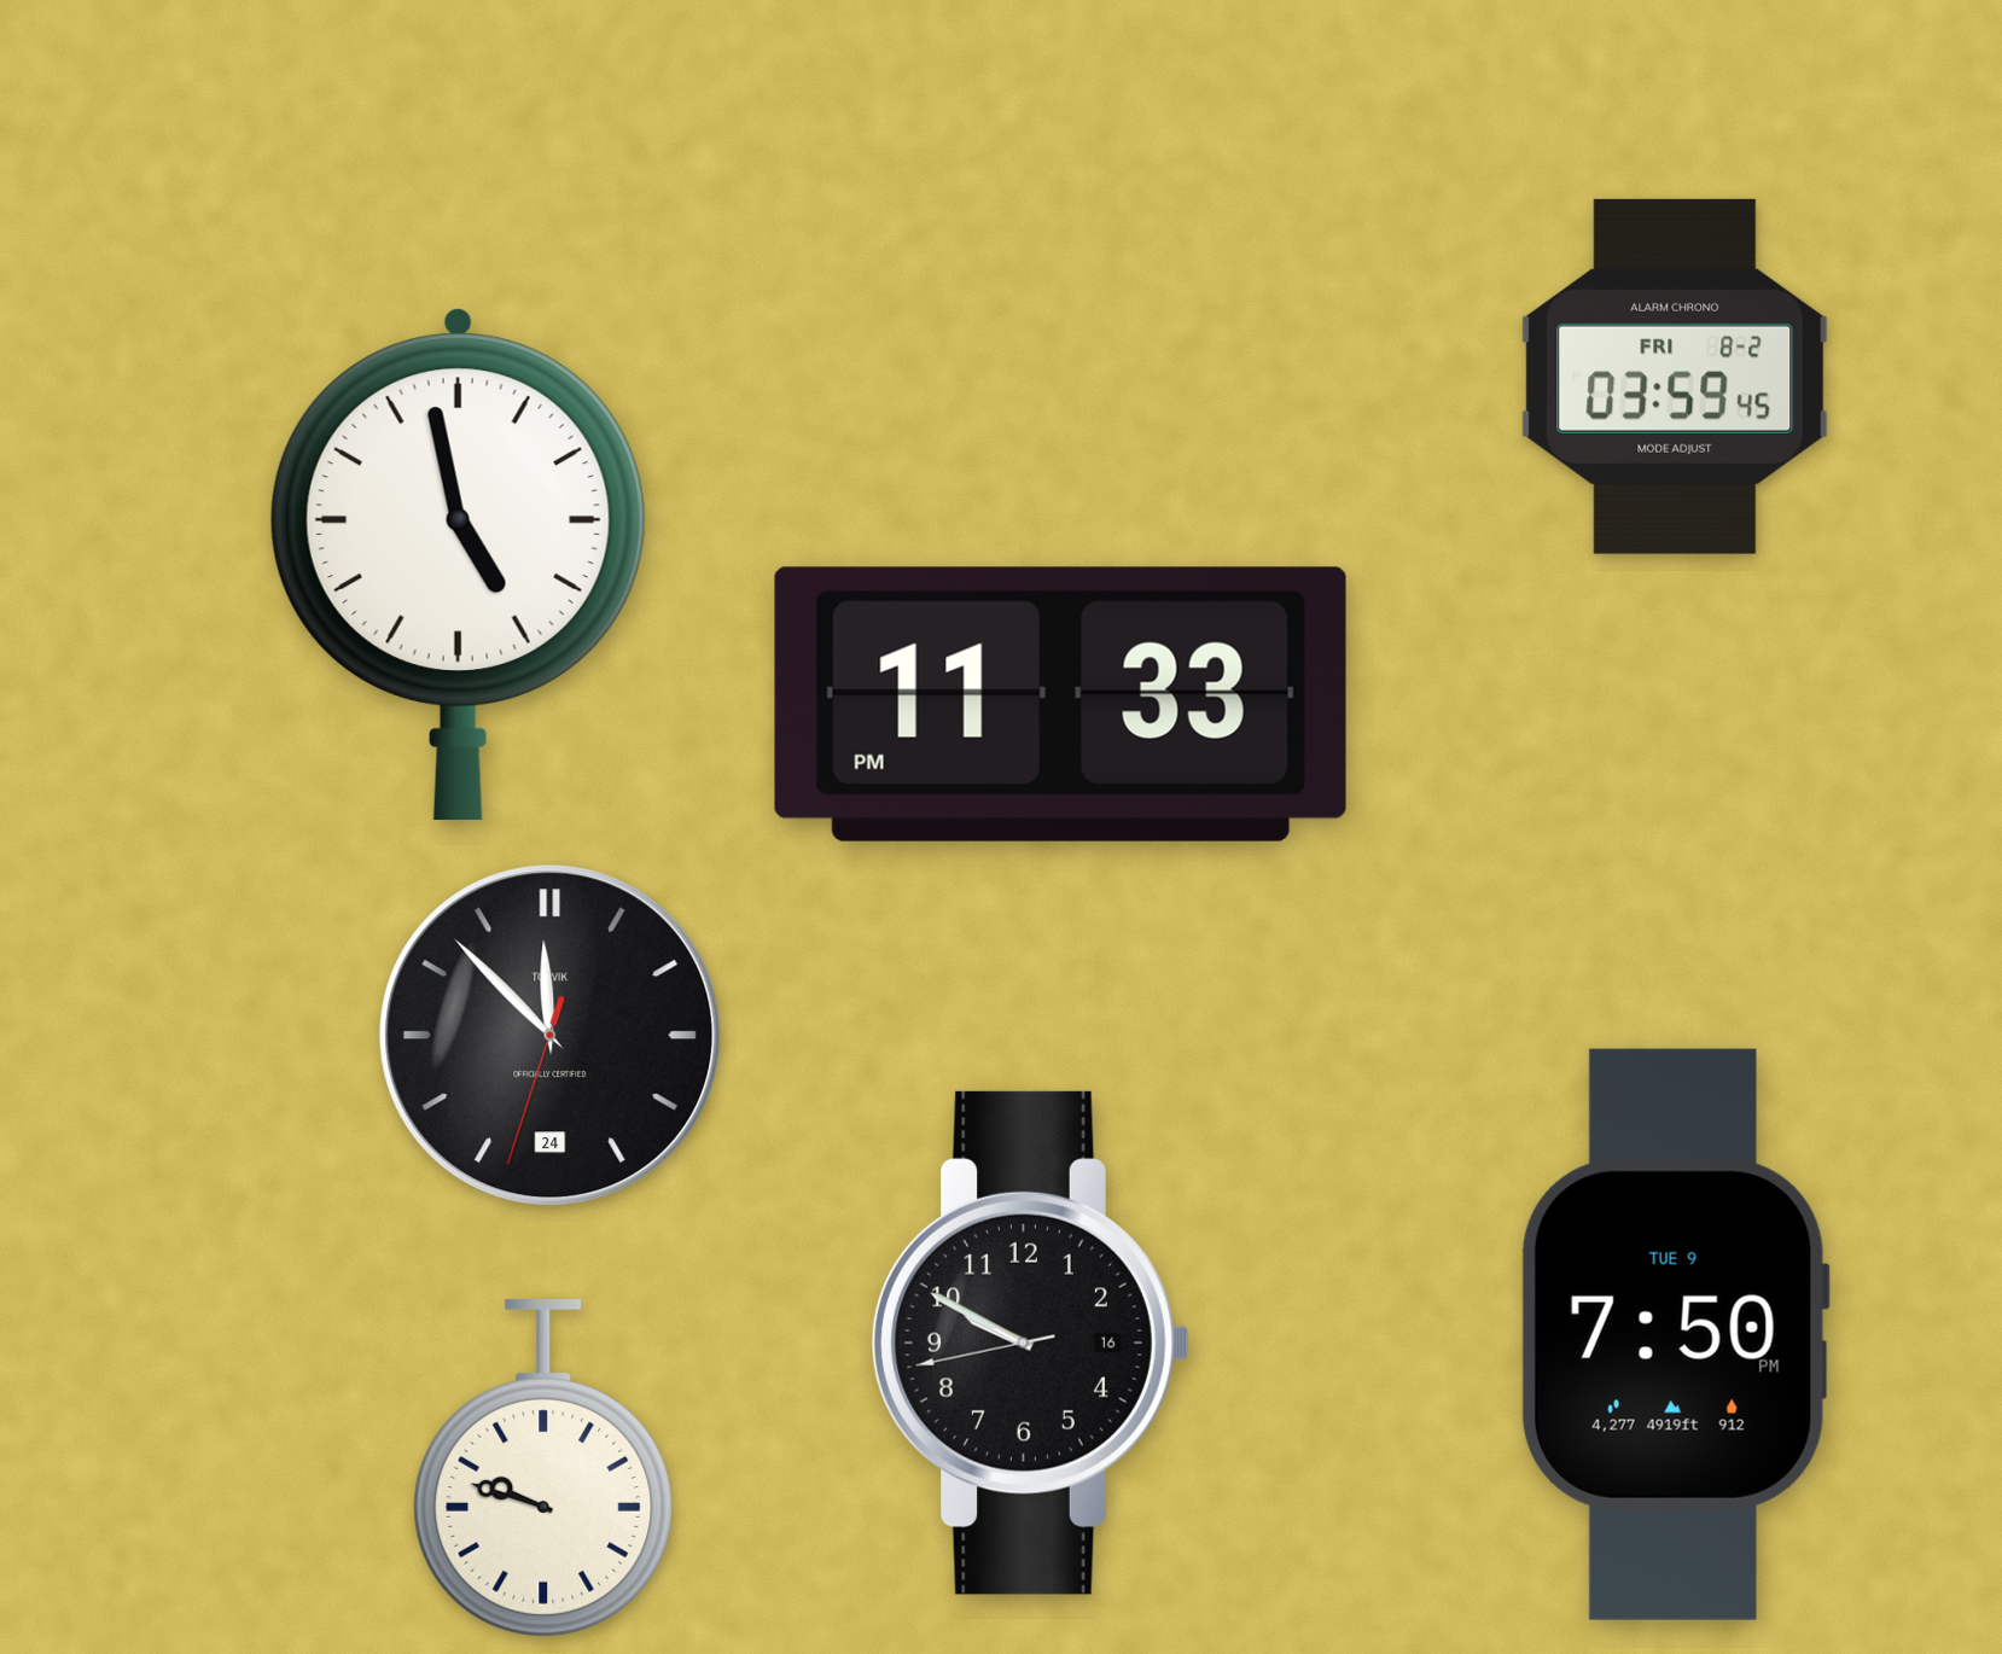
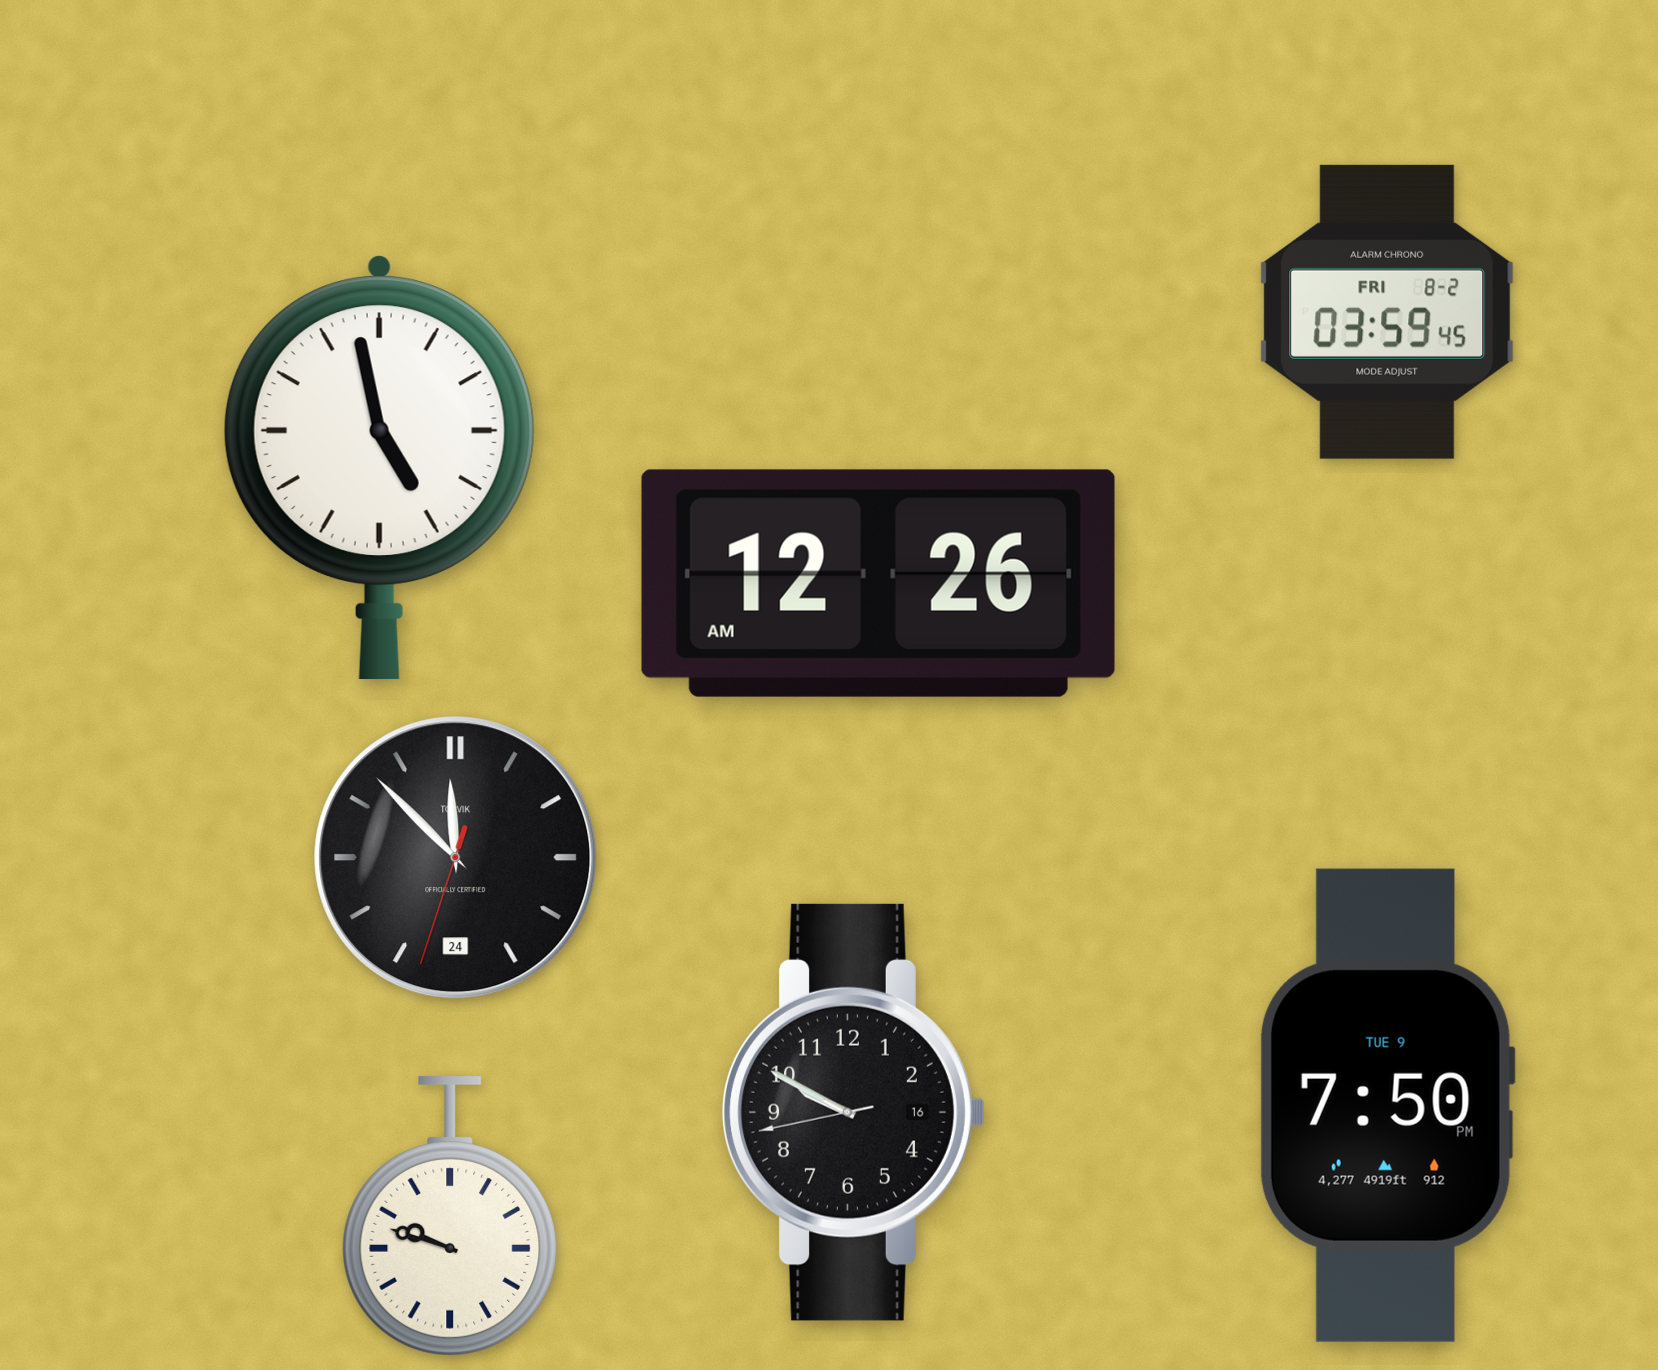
clock at (1060, 704): 11:33 -> 12:26
